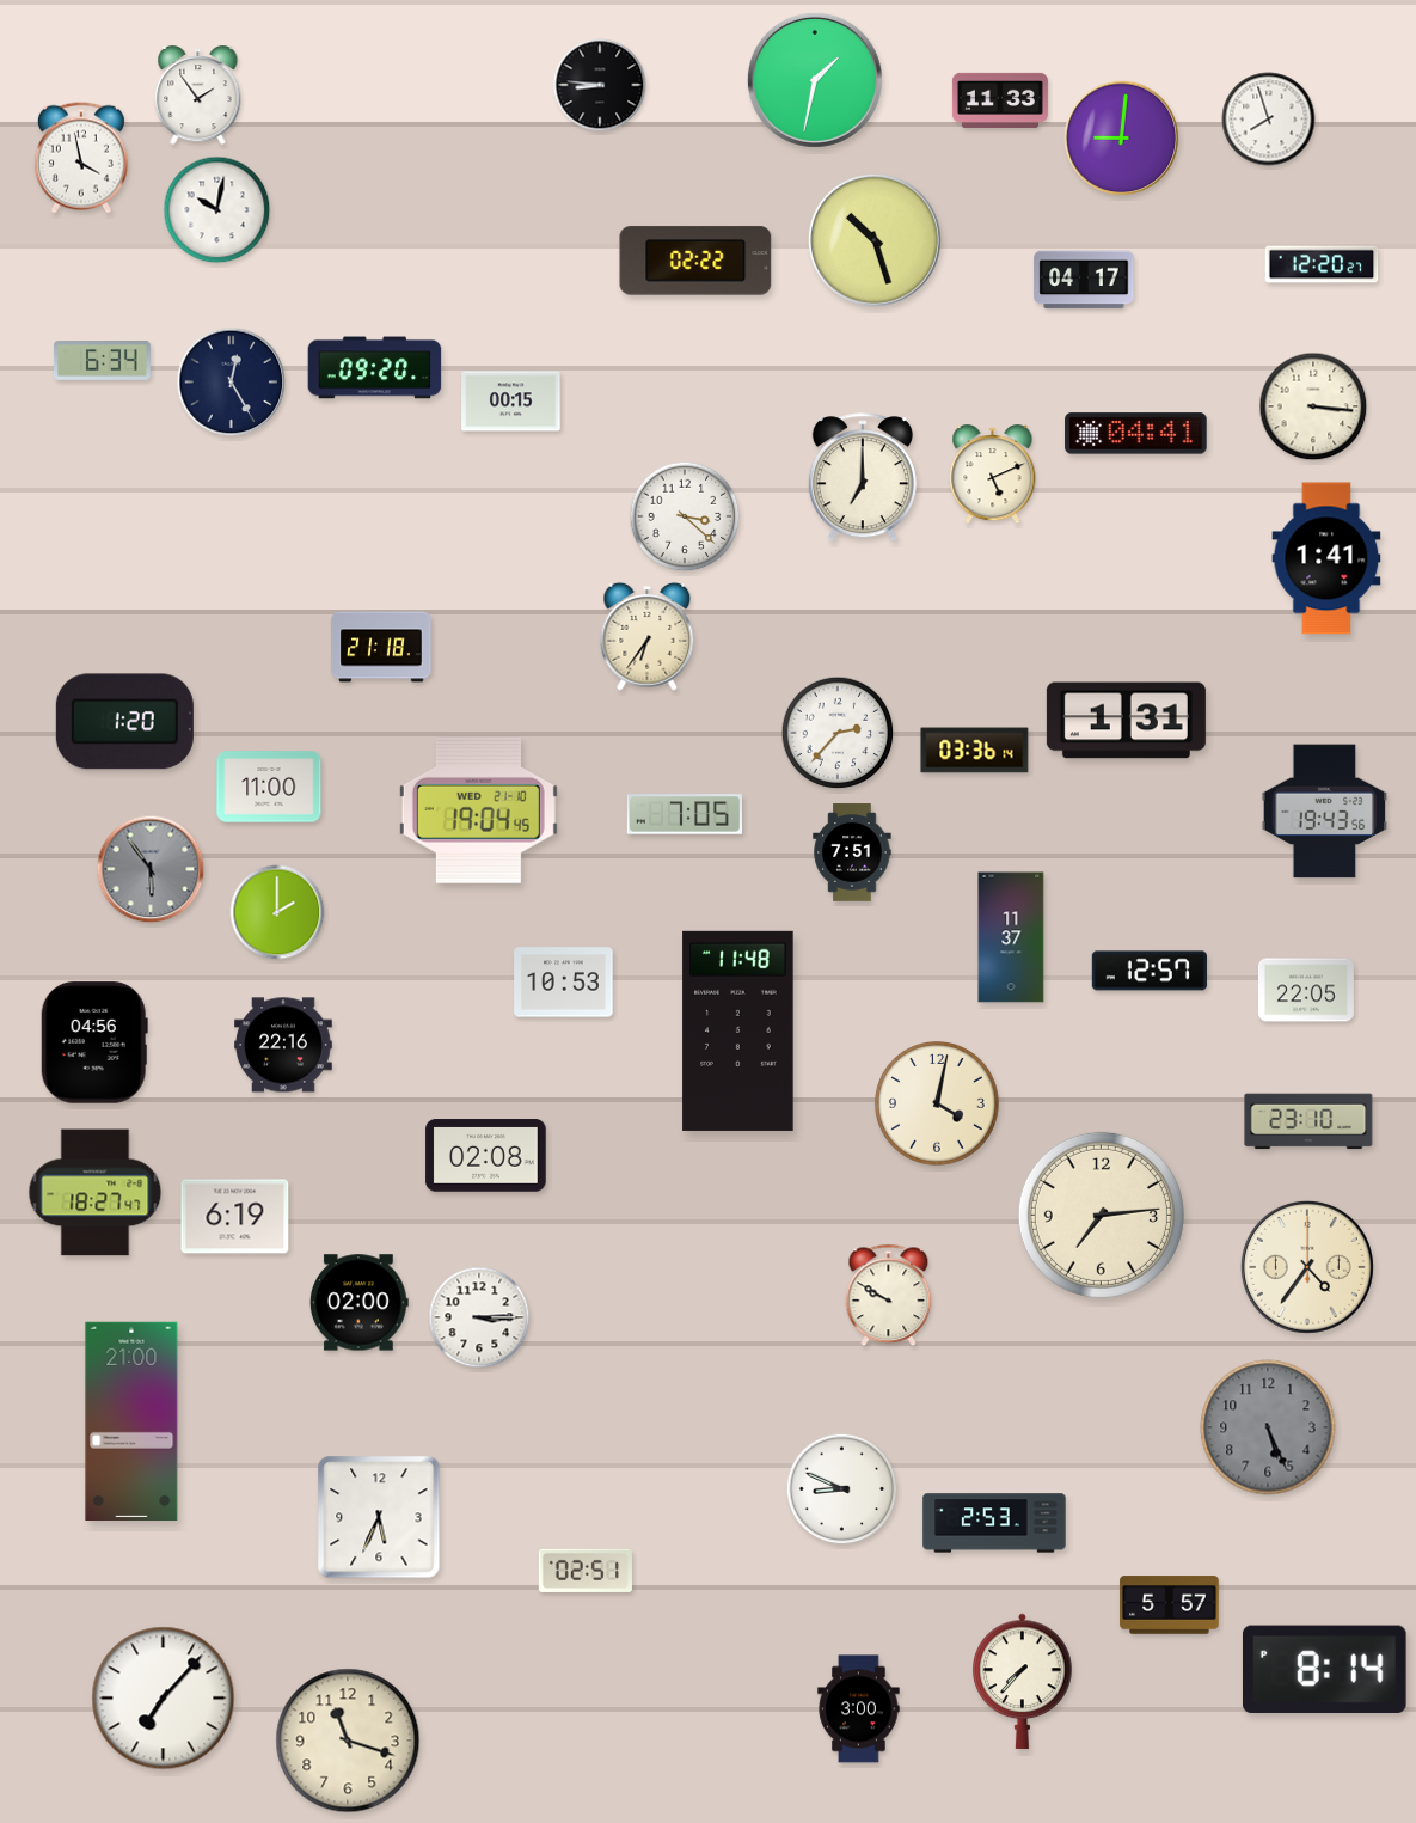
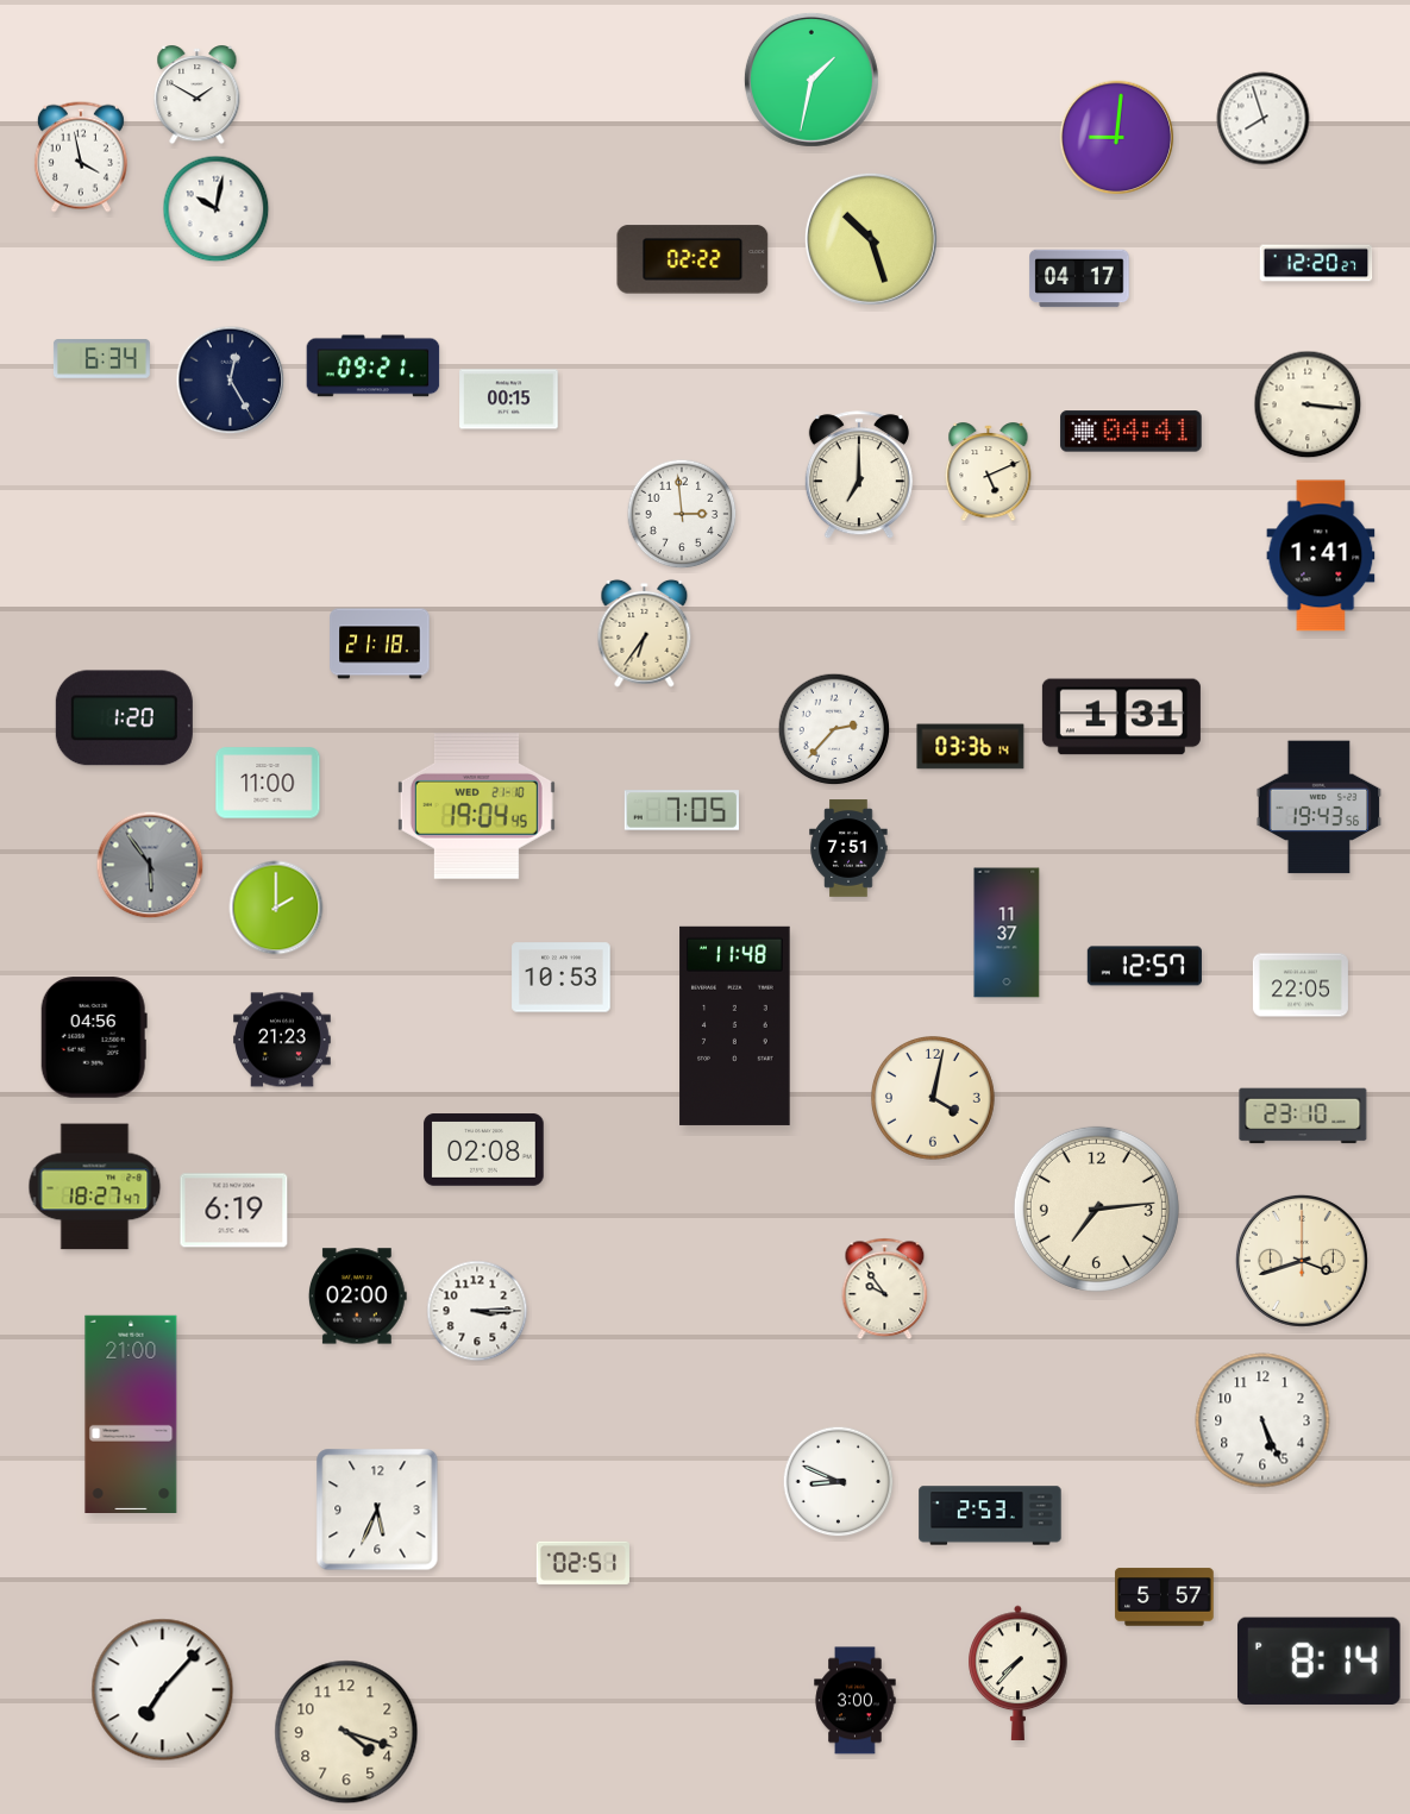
clock at (600, 85): 8:46 -> none
clock at (198, 96): 1:54 -> 1:50
clock at (1000, 100): 11:33 -> none
clock at (375, 368): 09:20 -> 09:21
clock at (685, 516): 3:22 -> 2:59
clock at (283, 1045): 22:16 -> 21:23
clock at (1307, 1267): 4:36 -> 3:42
clock at (889, 1296): 9:50 -> 9:54
clock at (1268, 1427) dial: grey -> white
clock at (348, 1741): 11:18 -> 4:18
